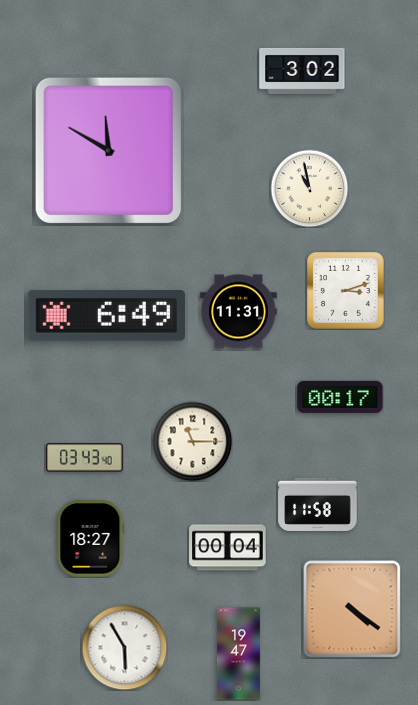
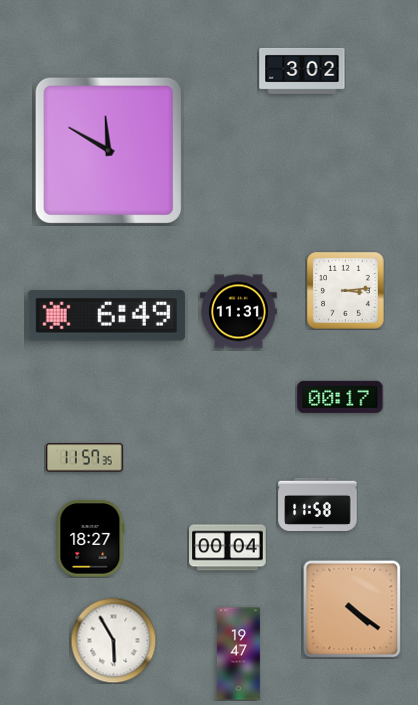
clock at (309, 188): 10:58 -> none
clock at (346, 291): 3:12 -> 3:14
clock at (192, 441): 11:15 -> none
clock at (85, 458): 03:43 -> 11:57
clock at (124, 647) position: (124, 647) -> (113, 640)
